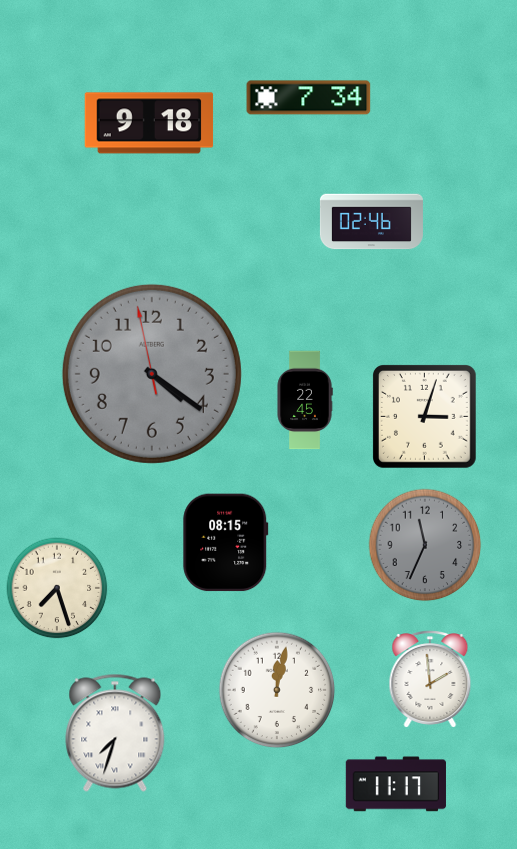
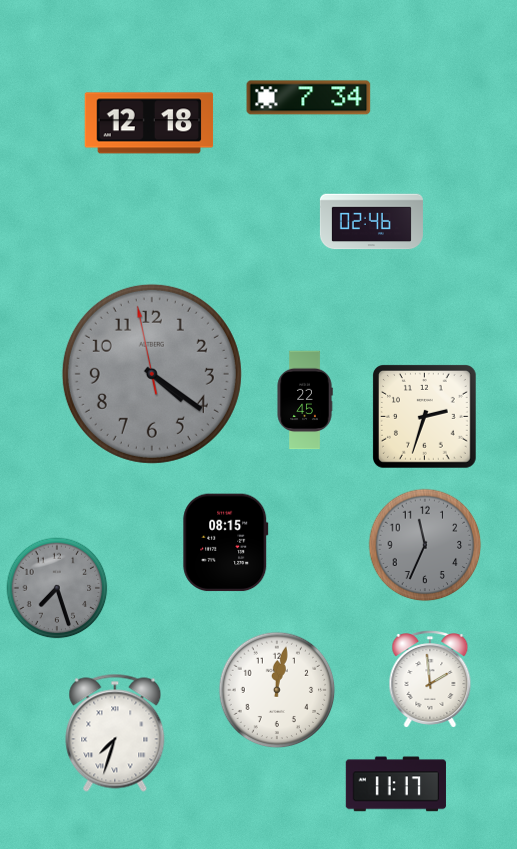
clock at (149, 123): 9:18 -> 12:18
clock at (425, 417): 3:03 -> 2:33
clock at (57, 588) dial: cream -> grey
